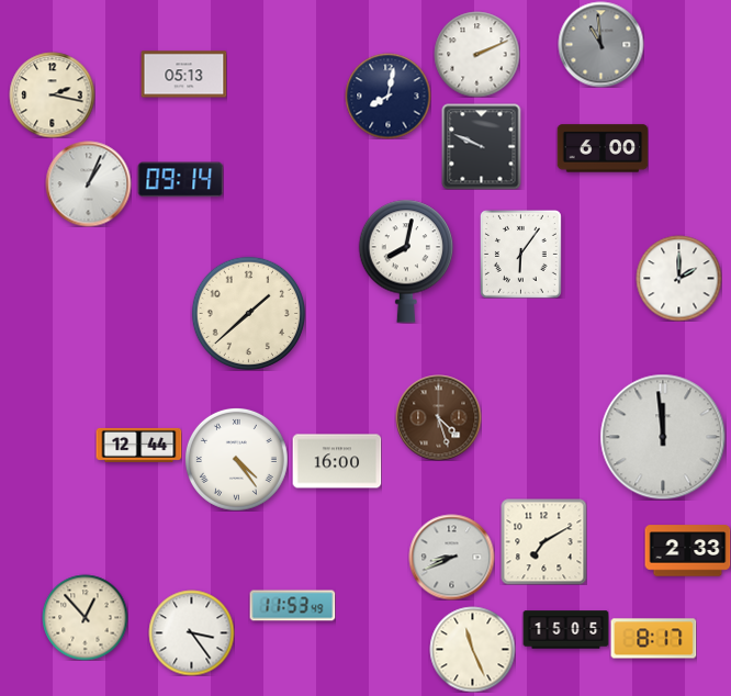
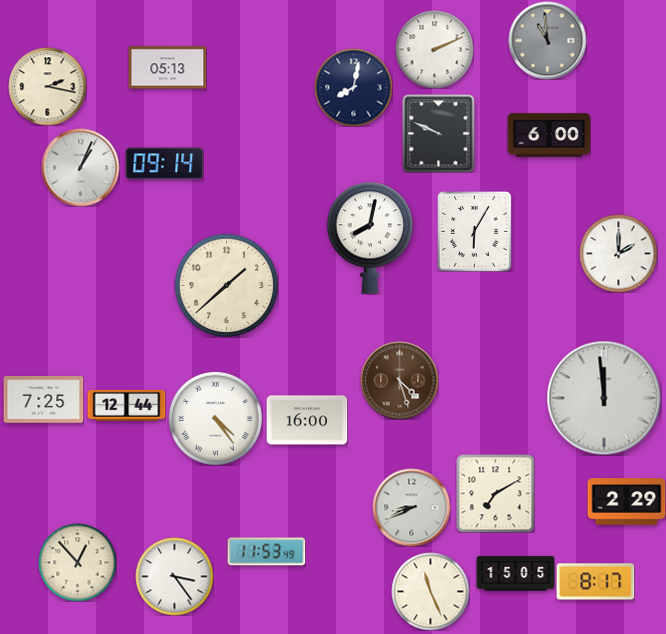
clock at (520, 254): 6:06 -> 6:05
clock at (43, 400): none -> 7:25
clock at (687, 551): 2:33 -> 2:29
